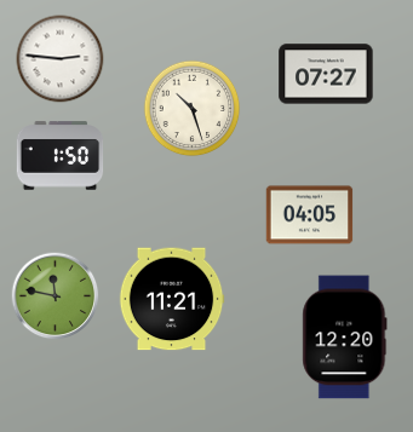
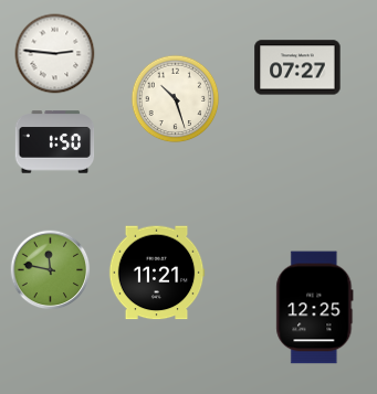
clock at (310, 215): 04:05 -> none
clock at (345, 338): 12:20 -> 12:25
